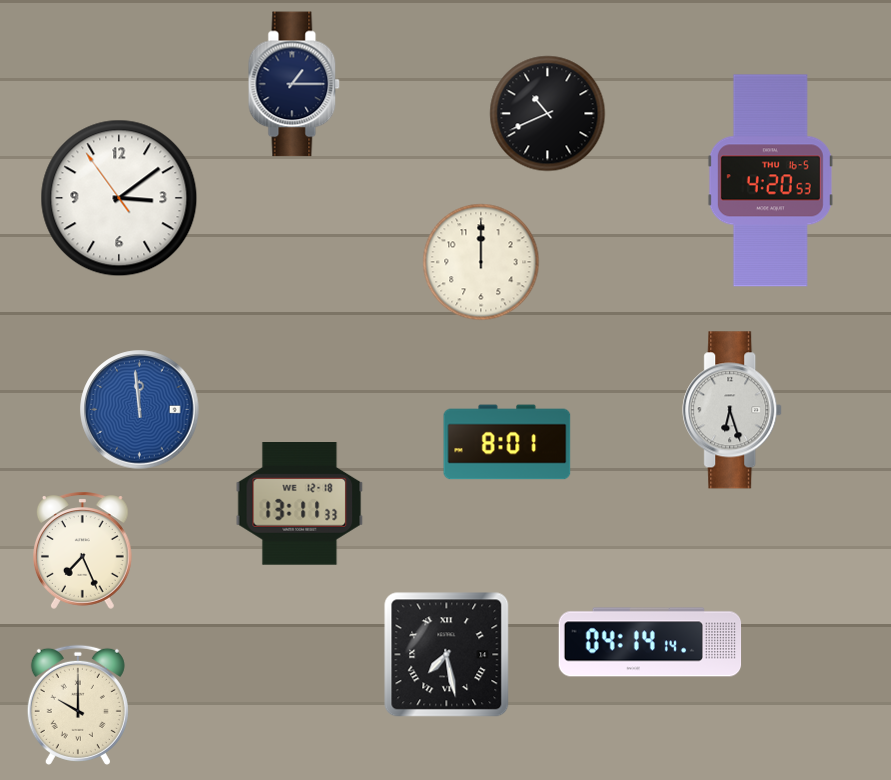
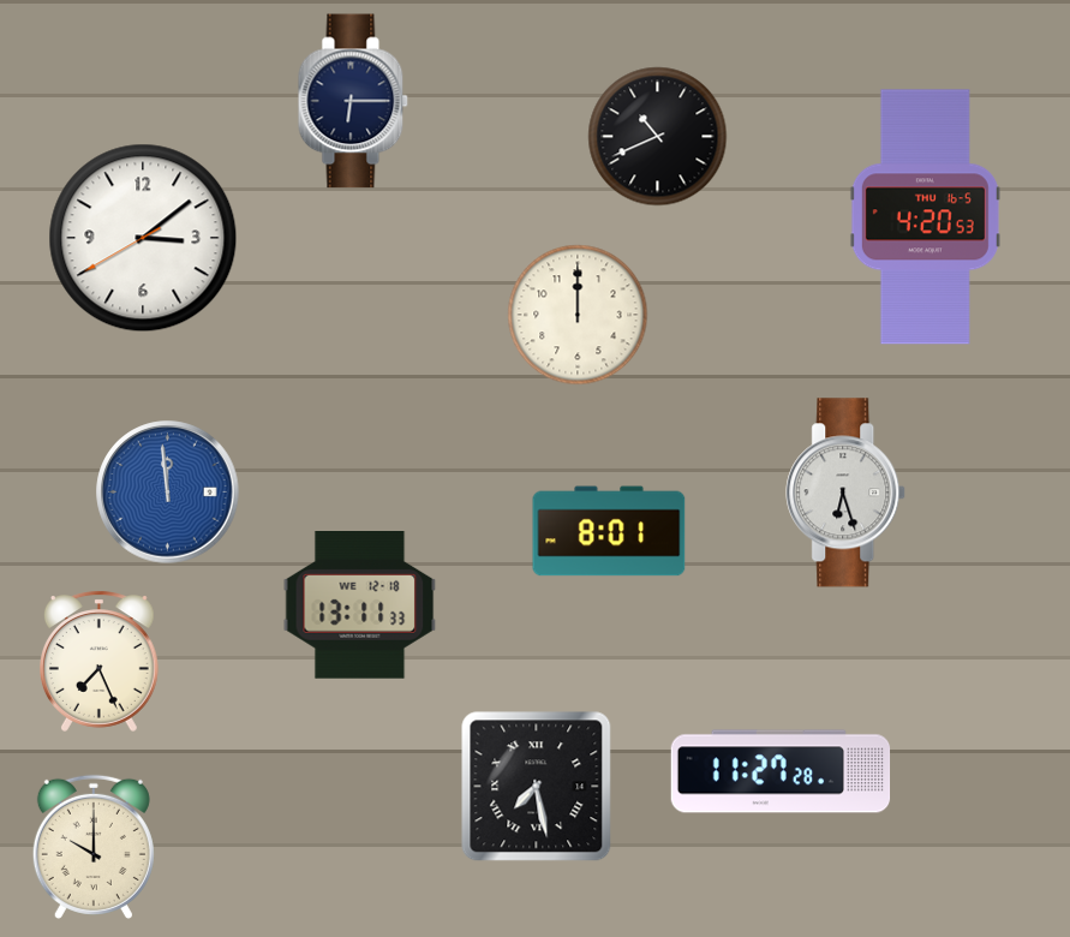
clock at (294, 84): 1:15 -> 6:15
clock at (119, 198): 3:08:54 -> 3:08:40
clock at (733, 410) position: (733, 410) -> (847, 493)
clock at (650, 642): 04:14 -> 11:27
